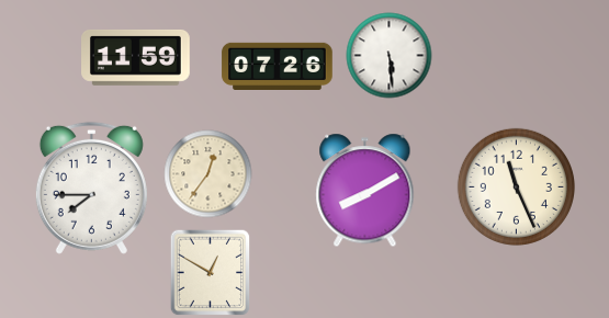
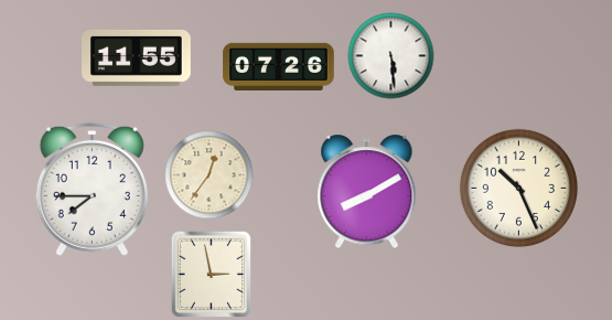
clock at (136, 57): 11:59 -> 11:55
clock at (516, 186): 11:26 -> 10:26
clock at (211, 272): 12:50 -> 2:58
